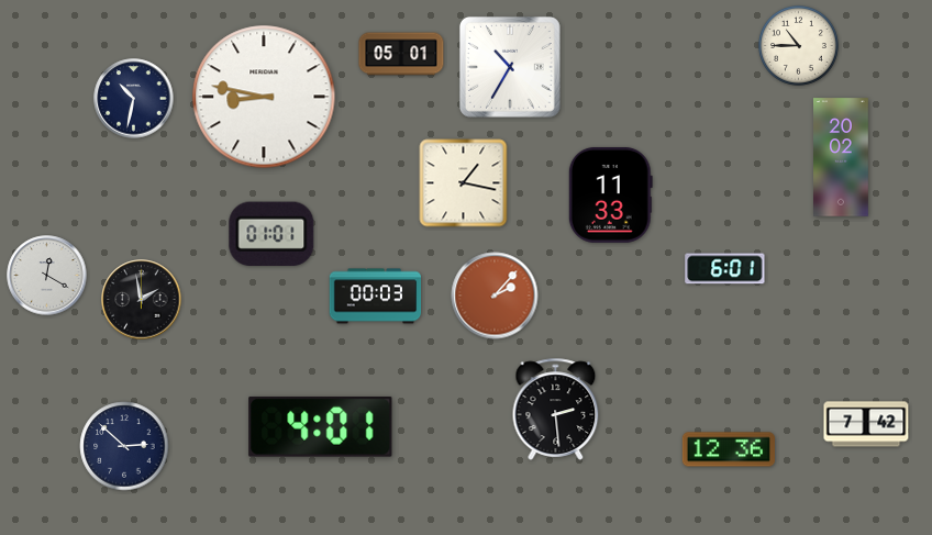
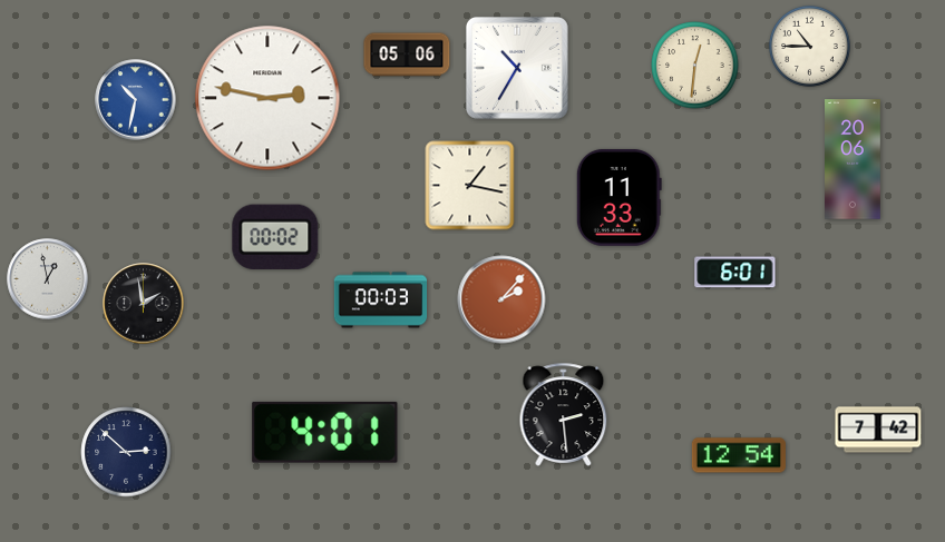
clock at (401, 54): 05:01 -> 05:06
clock at (695, 66): none -> 12:31
clock at (264, 97): 8:47 -> 2:47
clock at (134, 99) dial: navy -> blue
clock at (842, 157): 20:02 -> 20:06
clock at (271, 233): 01:01 -> 00:02
clock at (47, 276): 12:20 -> 12:58
clock at (729, 449): 12:36 -> 12:54
